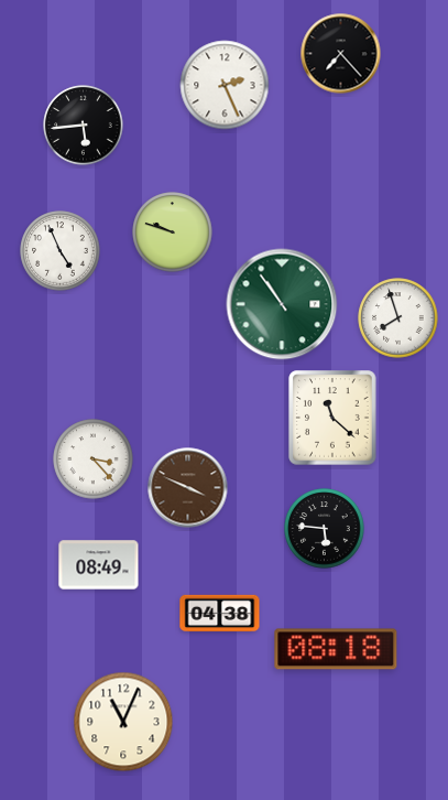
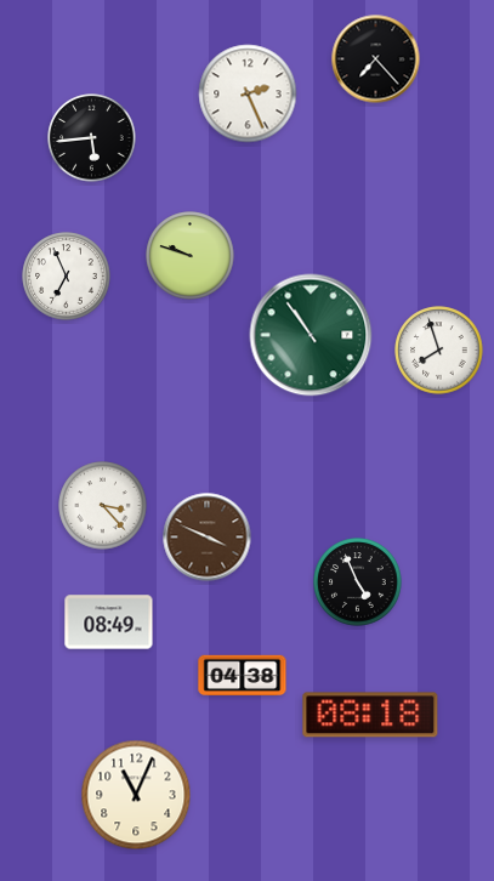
clock at (61, 251): 4:56 -> 6:56
clock at (332, 418): 11:22 -> none
clock at (325, 529): 5:46 -> 4:56
